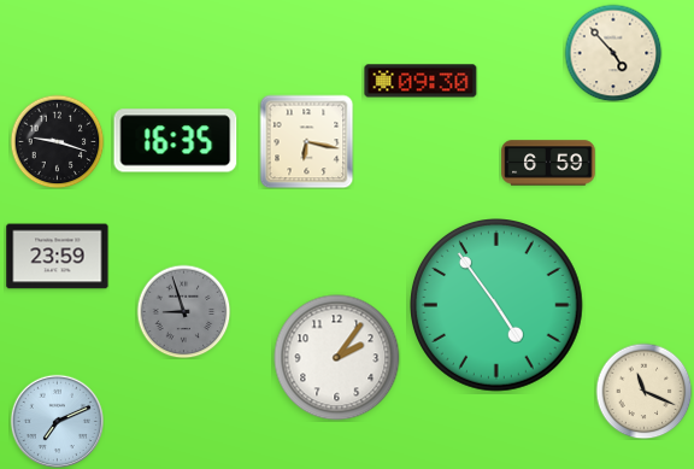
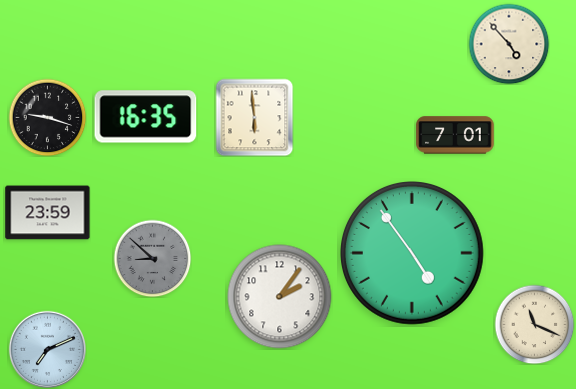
clock at (420, 81): 09:30 -> none
clock at (306, 141): 6:17 -> 5:59
clock at (548, 163): 6:59 -> 7:01
clock at (183, 311): 8:57 -> 8:52
